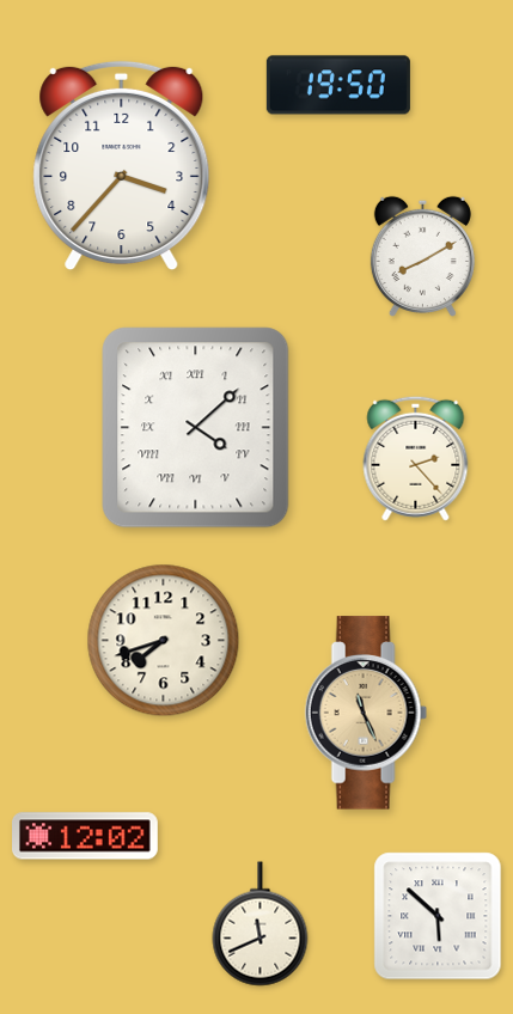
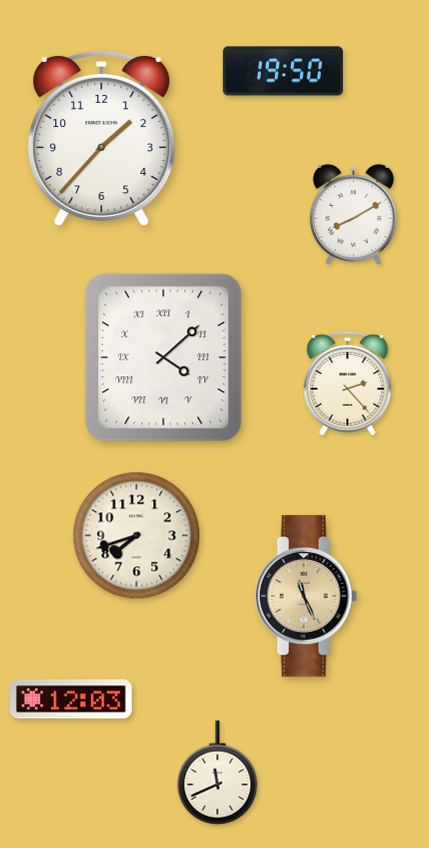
clock at (122, 166): 3:37 -> 1:37
clock at (86, 836): 12:02 -> 12:03
clock at (438, 916): 5:52 -> none
